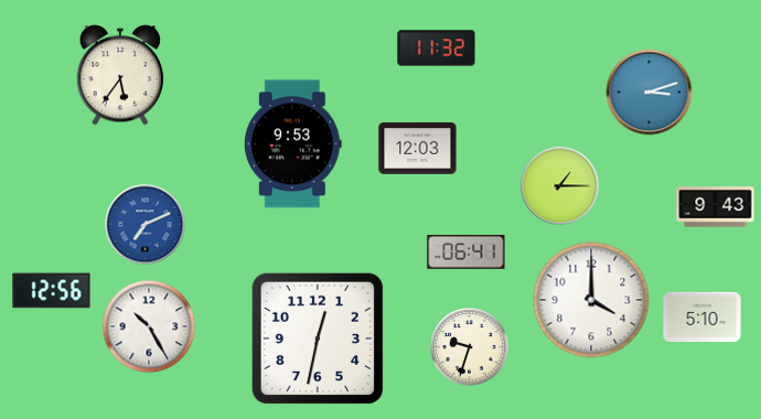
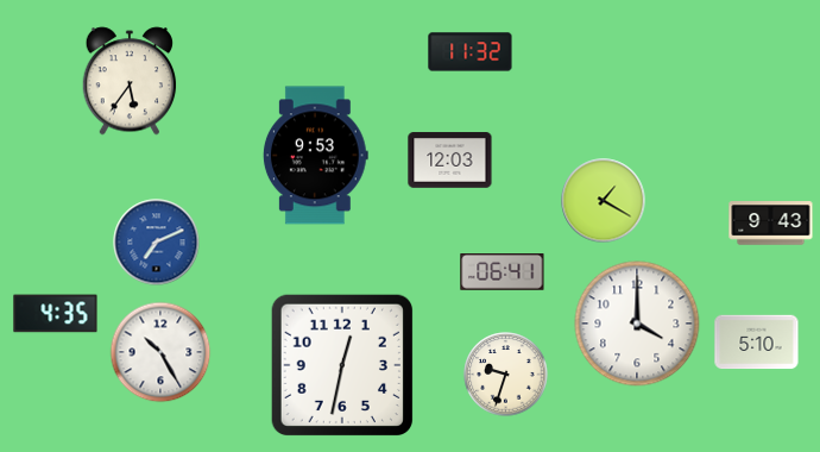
clock at (650, 93): 3:12 -> none
clock at (560, 186): 1:15 -> 1:20
clock at (52, 291): 12:56 -> 4:35
